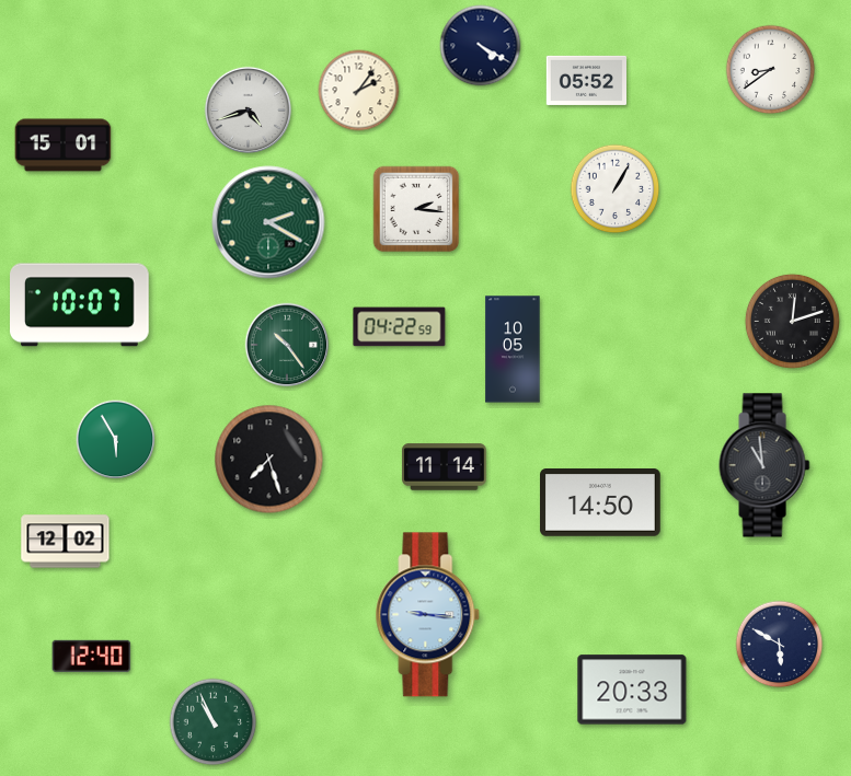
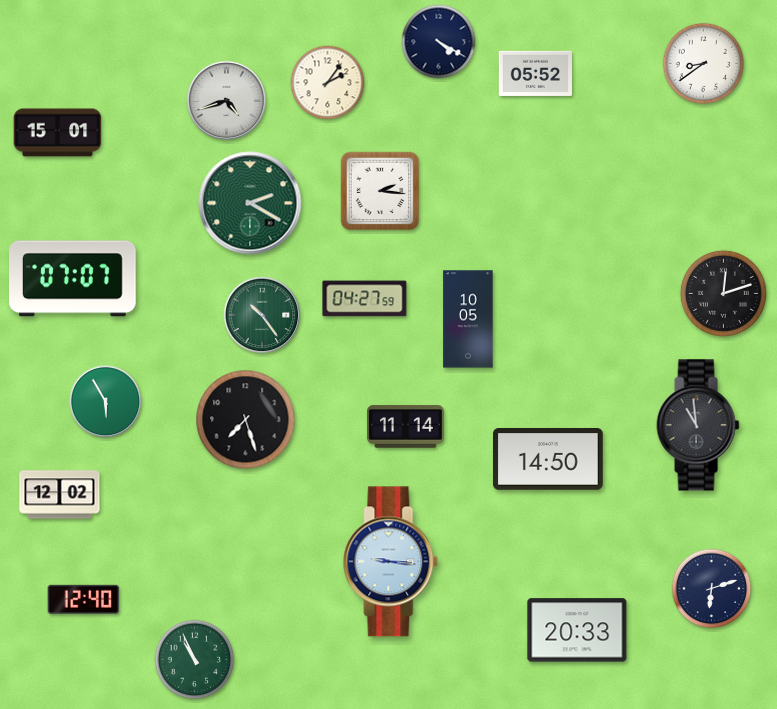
clock at (616, 189): 1:05 -> none
clock at (268, 222) position: (268, 222) -> (250, 203)
clock at (80, 305): 10:07 -> 07:07
clock at (400, 327): 04:22 -> 04:27
clock at (780, 645): 5:50 -> 6:12
